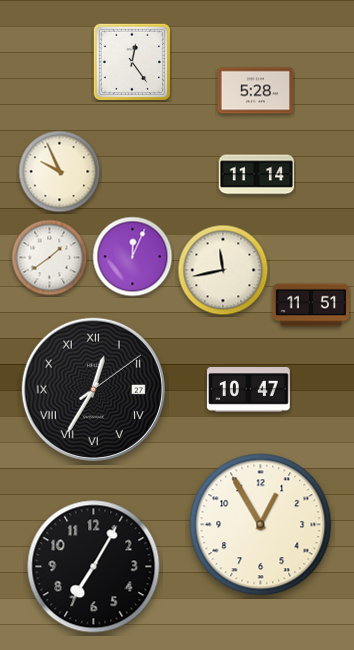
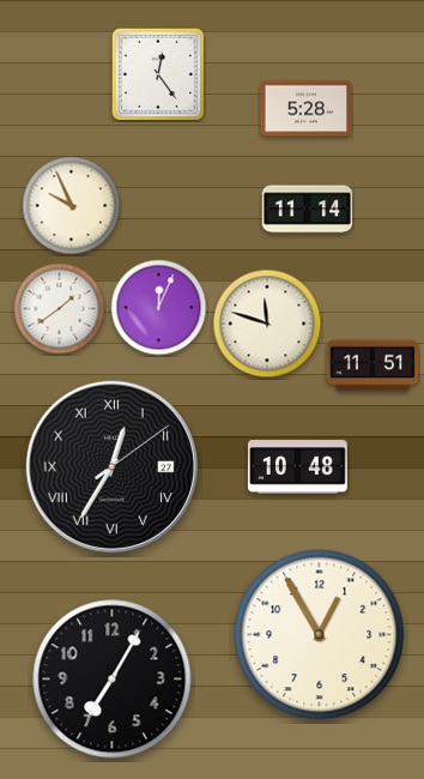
clock at (223, 270): 11:43 -> 11:48
clock at (248, 390): 10:47 -> 10:48
clock at (261, 525) position: (261, 525) -> (320, 635)
